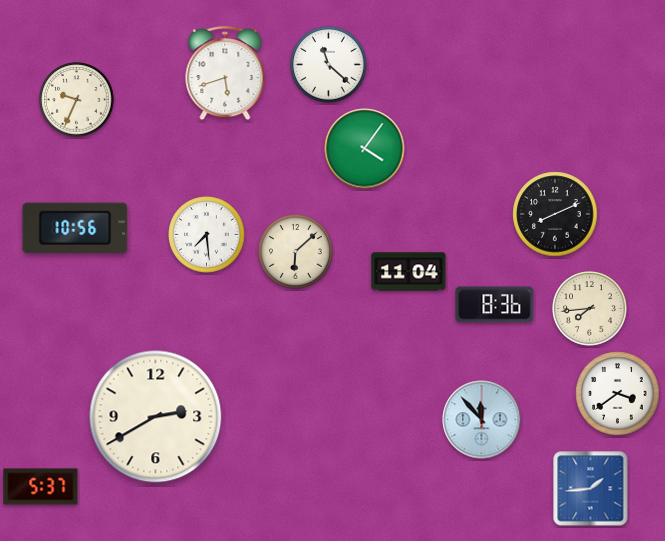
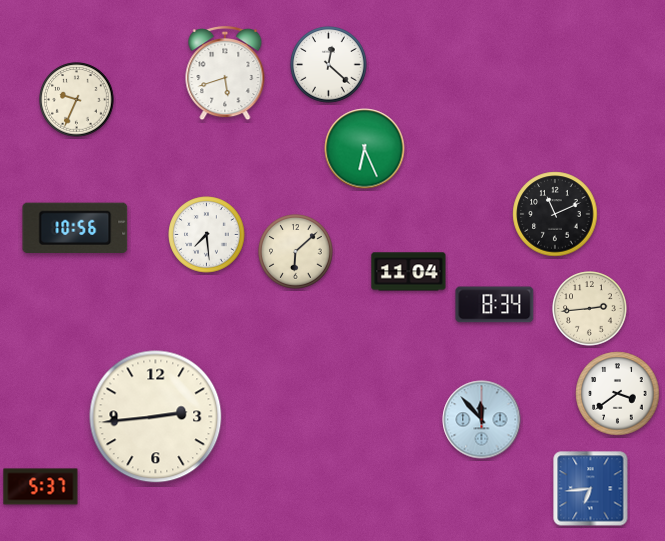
clock at (329, 65): 11:22 -> 12:22
clock at (365, 149): 4:06 -> 6:26
clock at (555, 214): 8:11 -> 11:11
clock at (495, 305): 8:36 -> 8:34
clock at (590, 309): 7:44 -> 2:44
clock at (156, 417): 2:40 -> 2:44
clock at (591, 489): 1:44 -> 6:44
